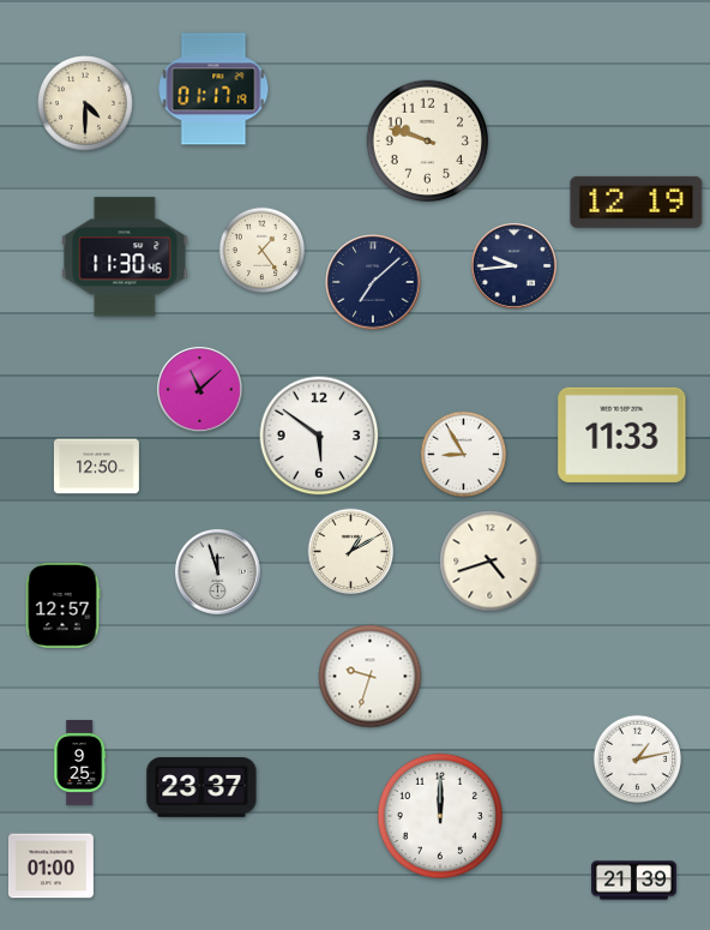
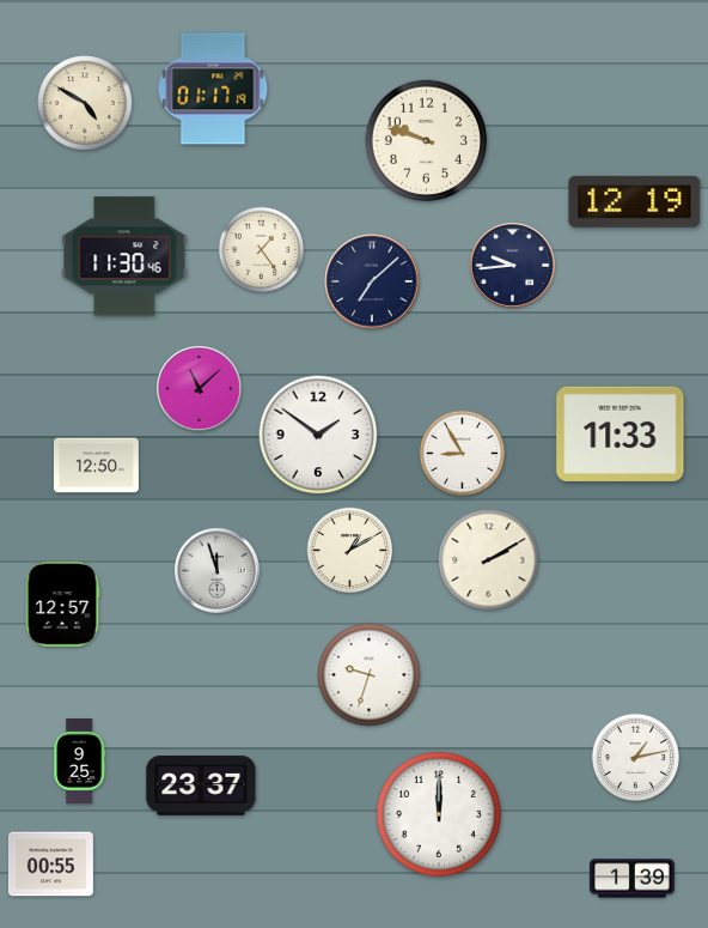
clock at (85, 103): 4:30 -> 4:50
clock at (319, 436): 5:51 -> 1:51
clock at (491, 562): 4:42 -> 2:10
clock at (50, 866): 01:00 -> 00:55
clock at (634, 881): 21:39 -> 1:39
